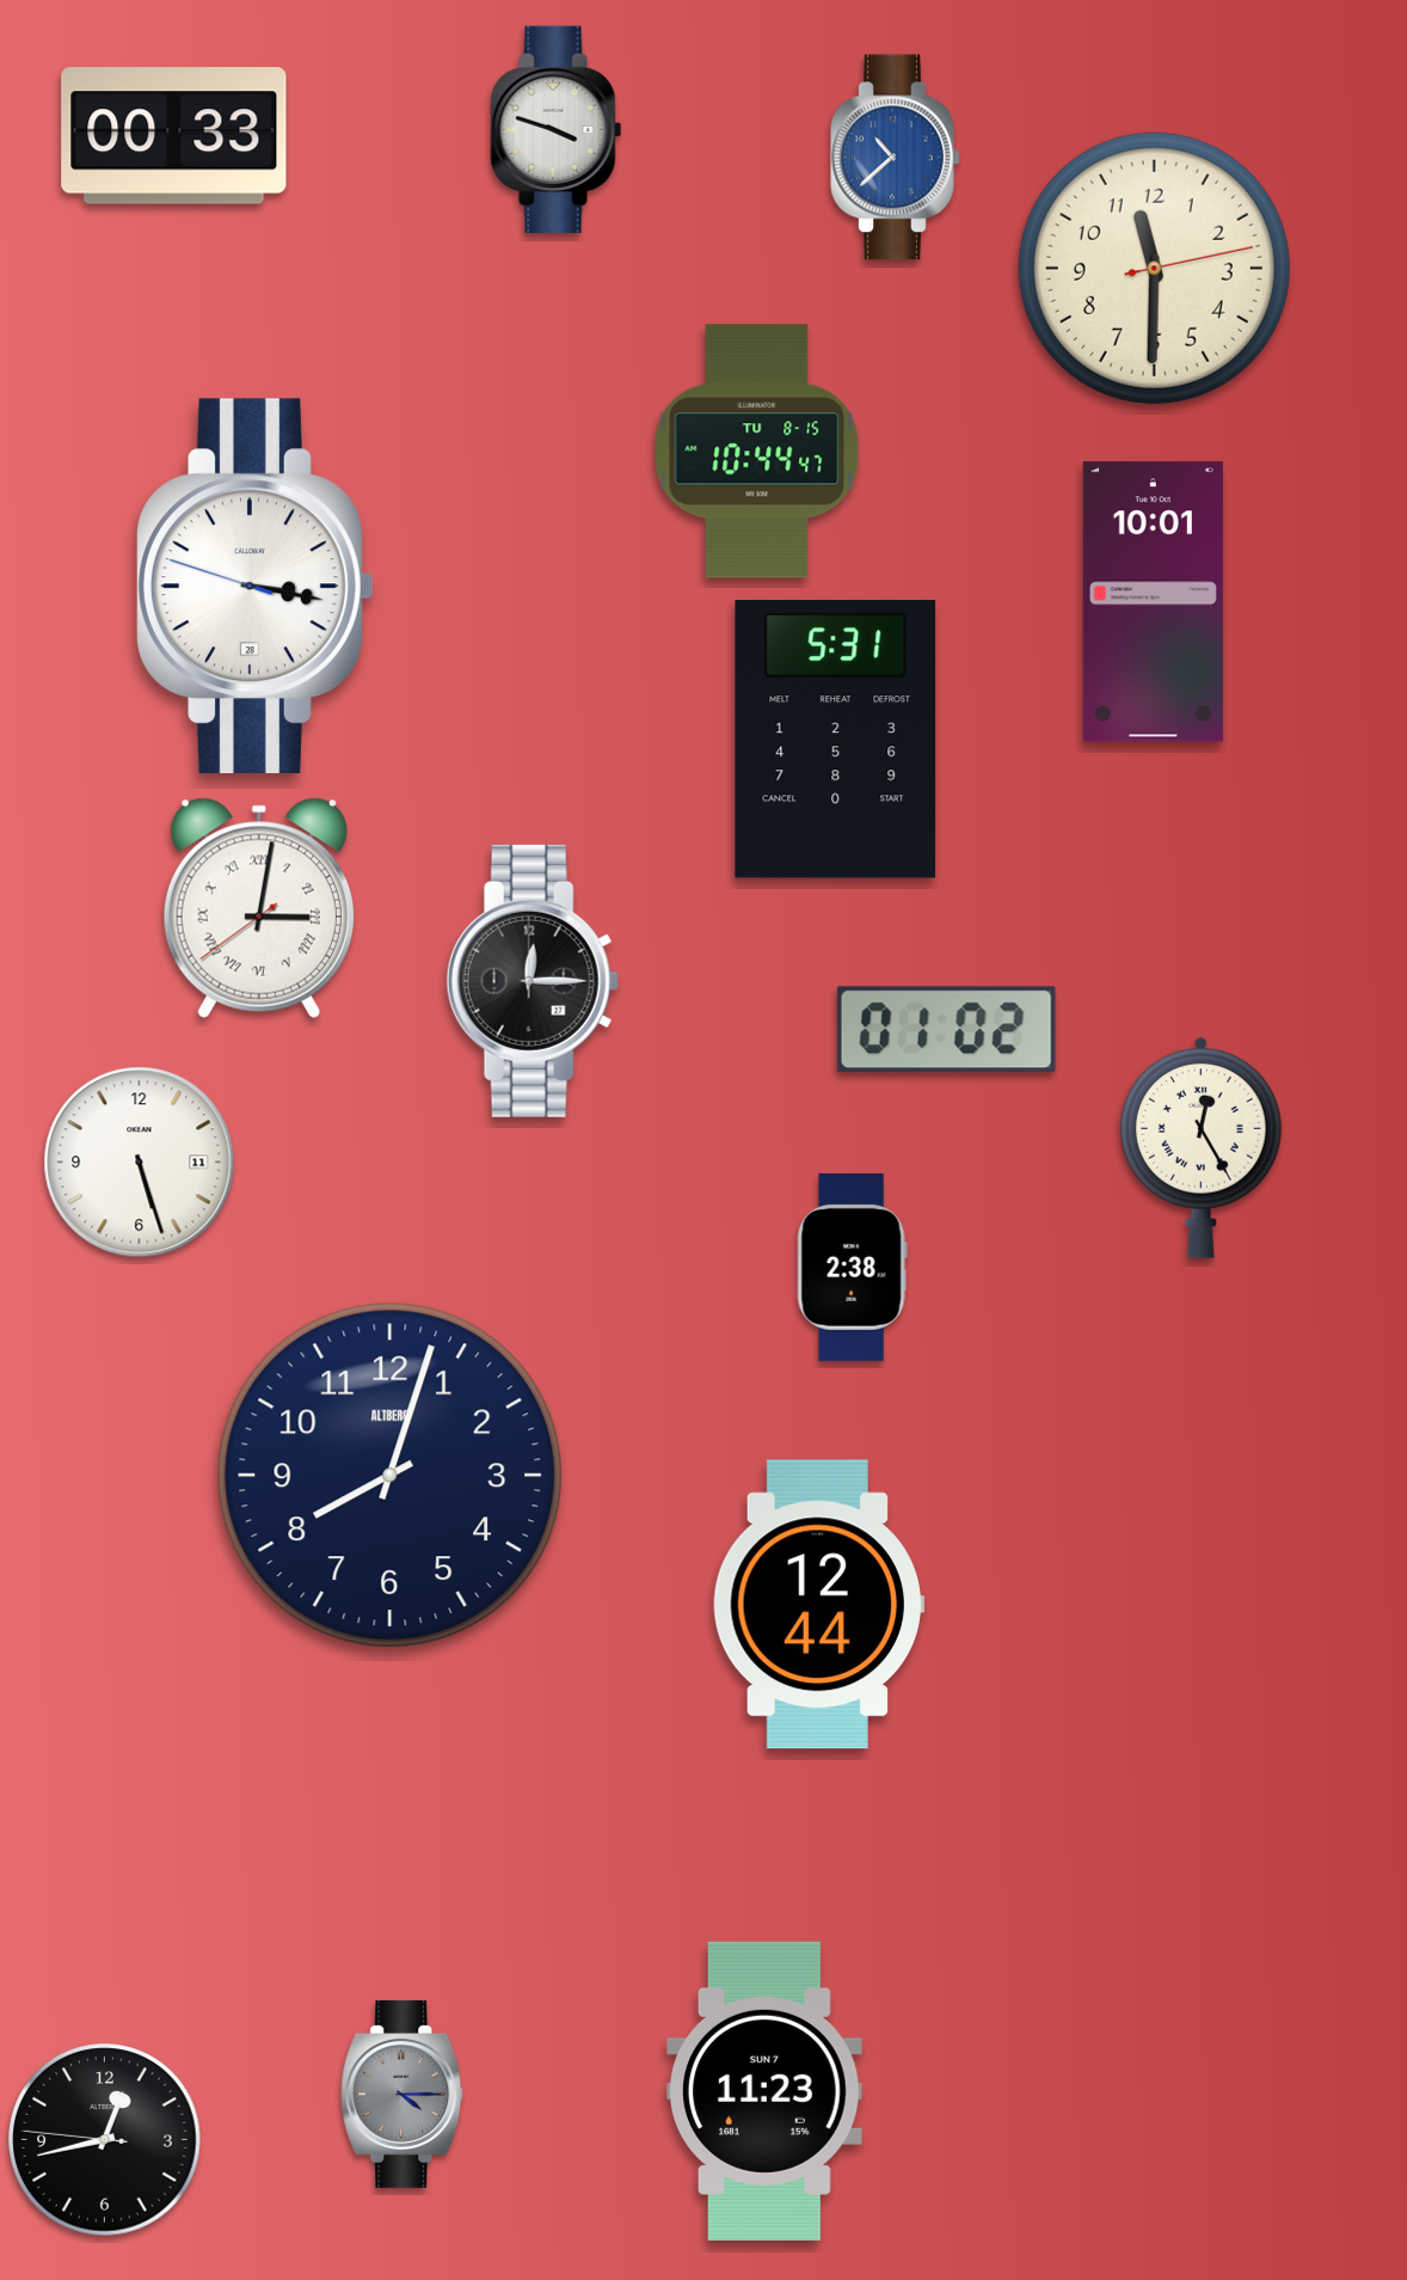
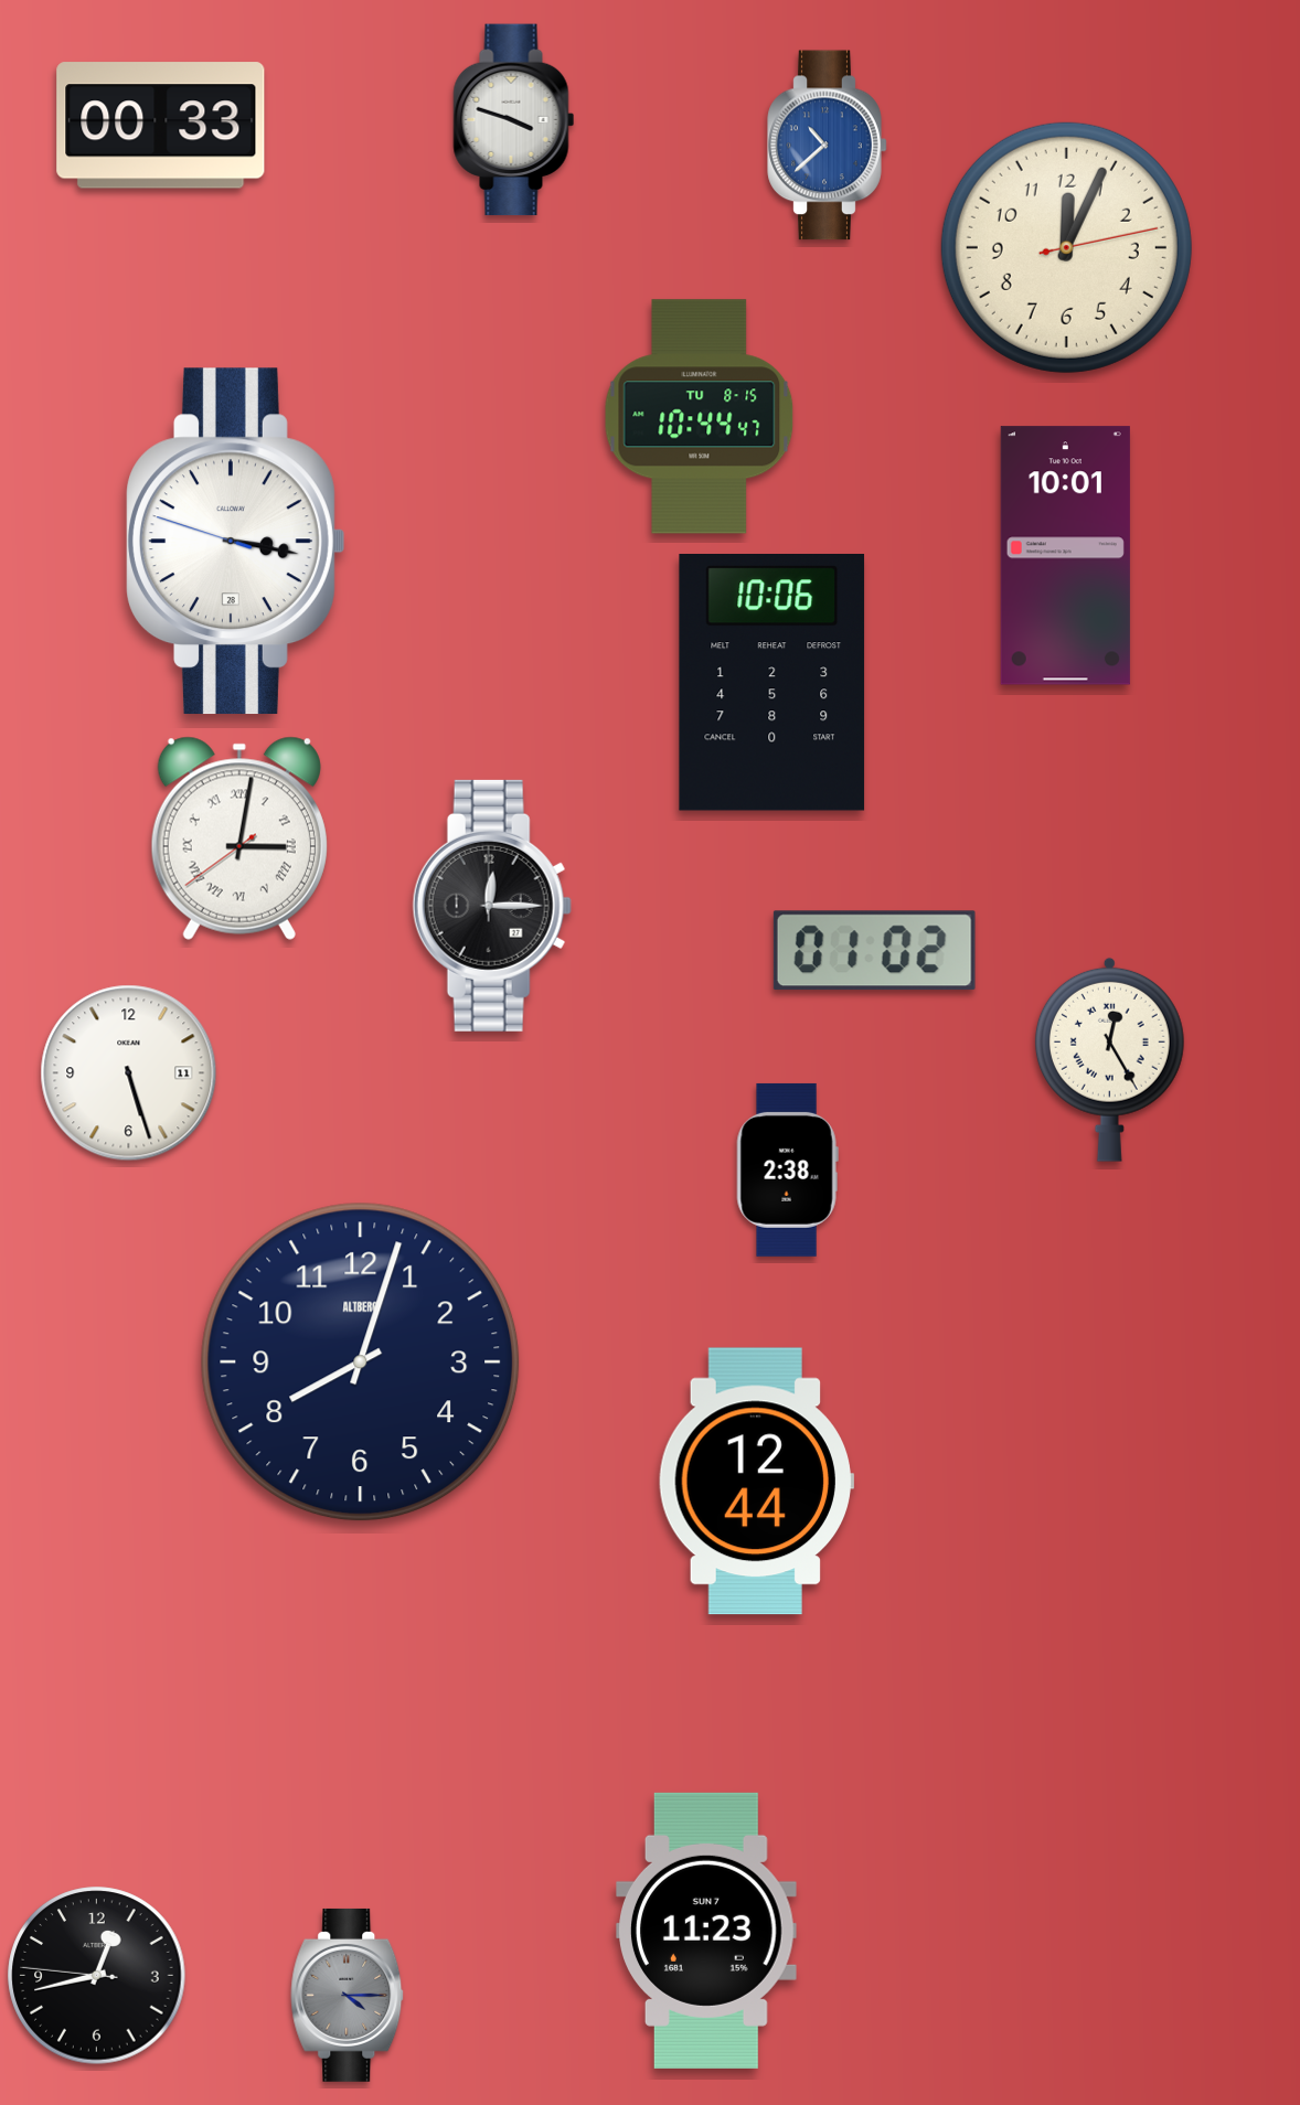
clock at (1154, 268): 11:30 -> 12:04
clock at (836, 740): 5:31 -> 10:06
clock at (403, 2094) position: (403, 2094) -> (348, 1995)
